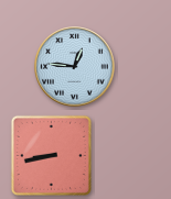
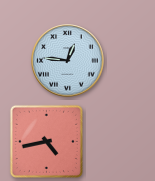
clock at (51, 155): 8:43 -> 4:43
